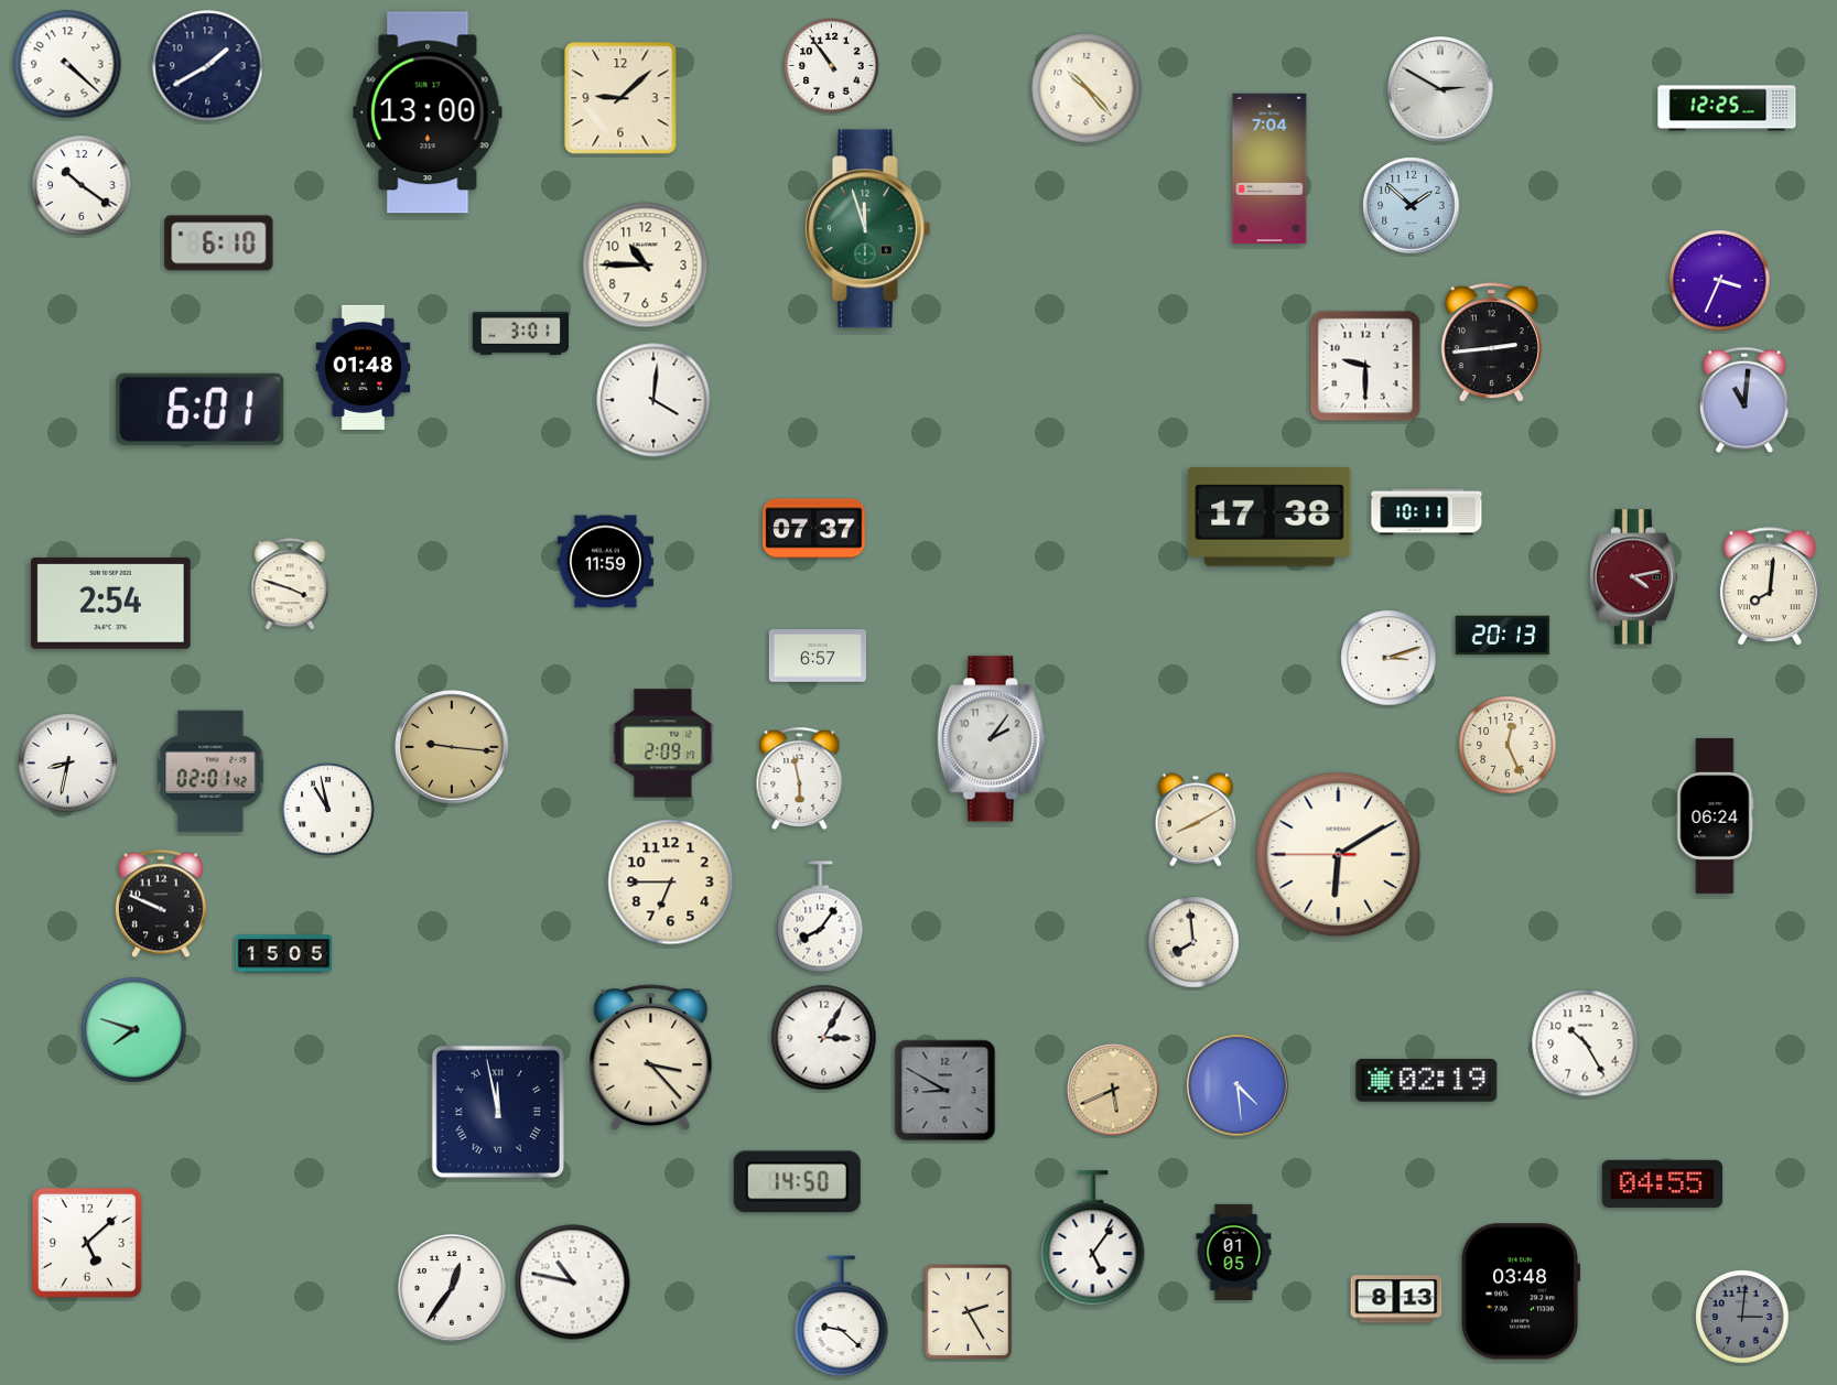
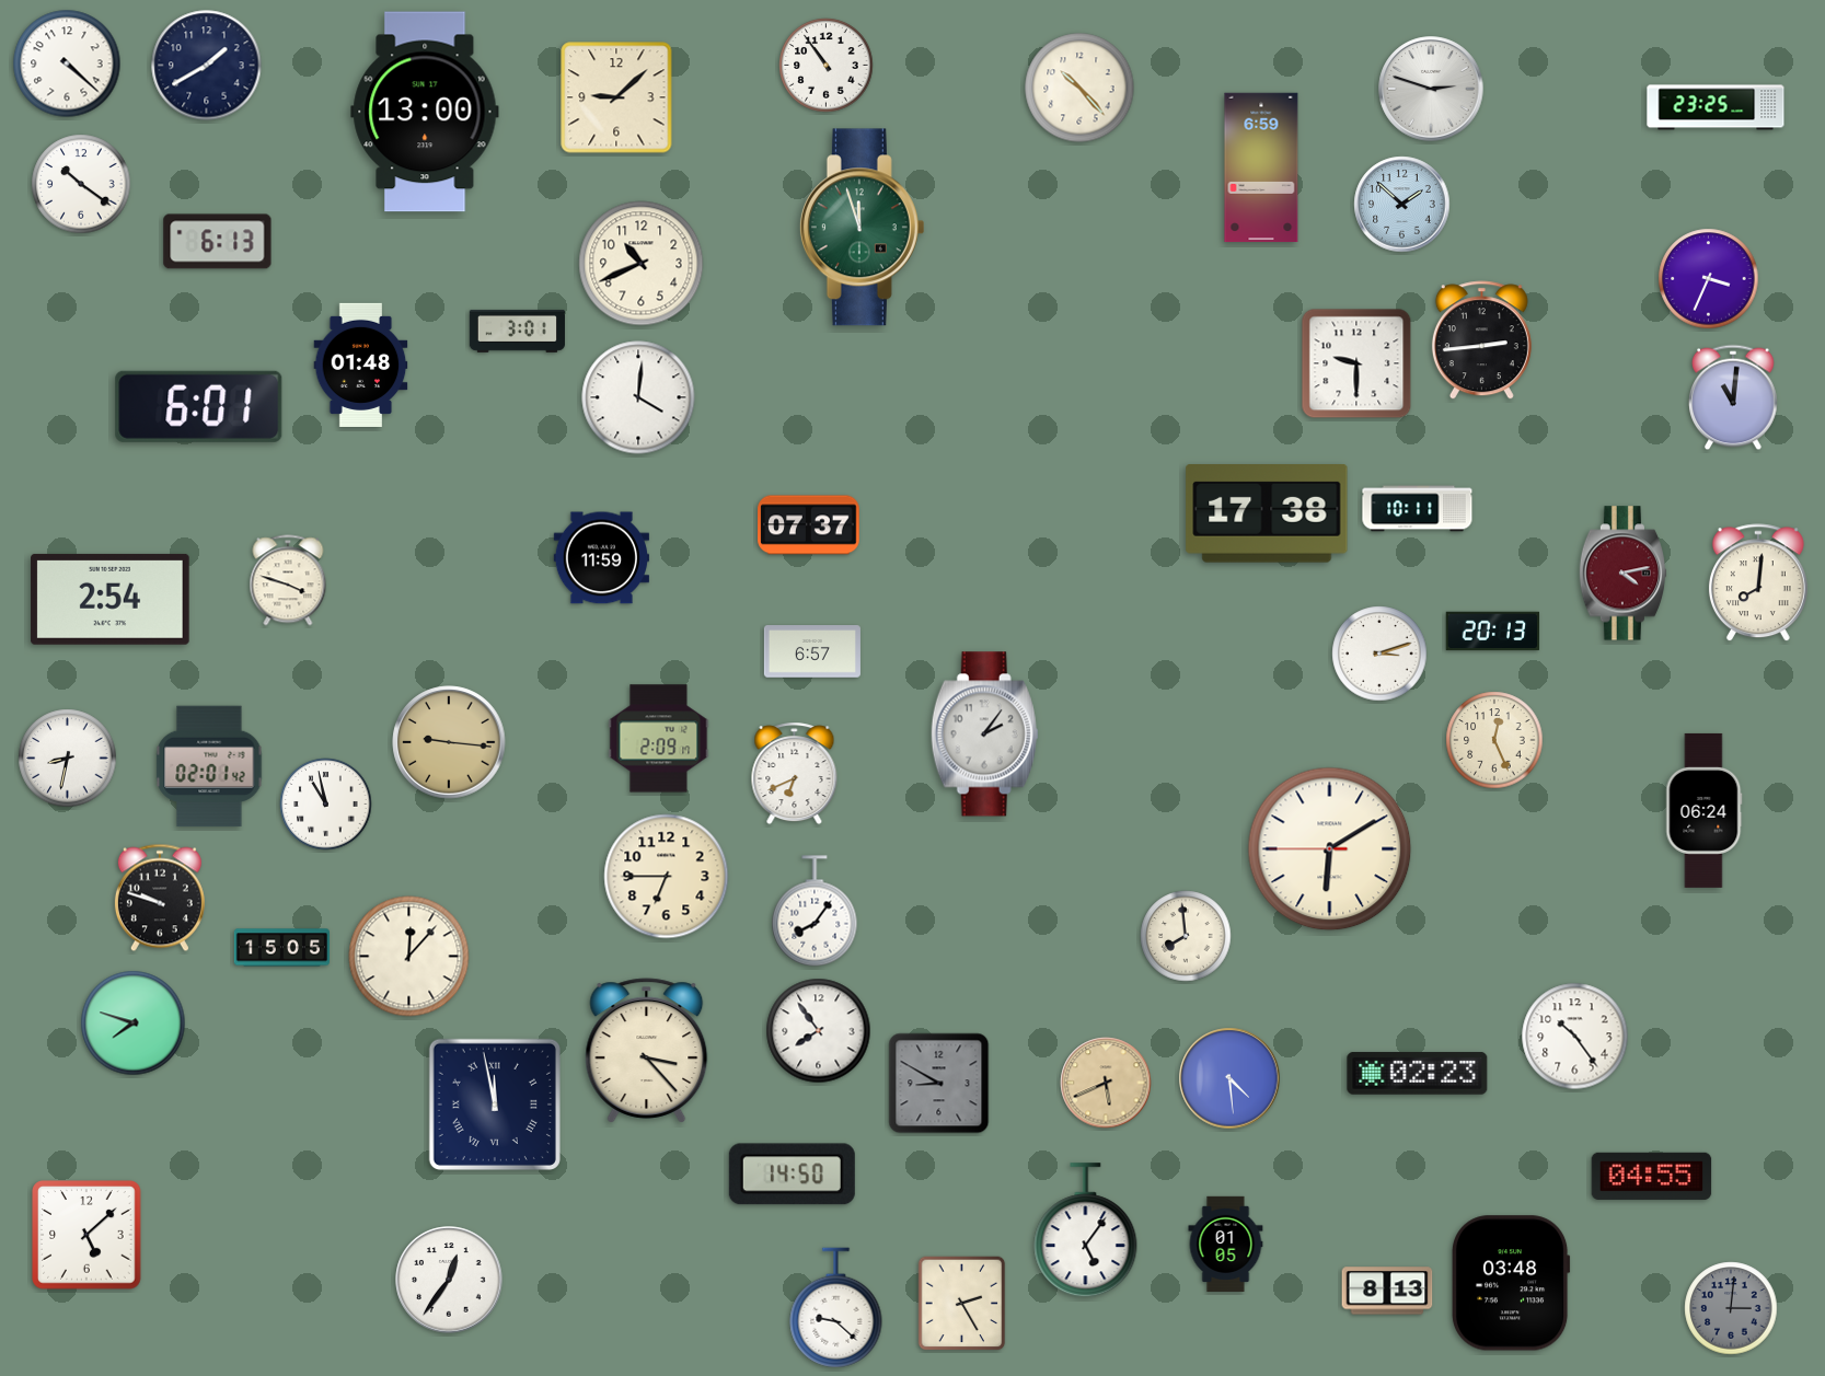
clock at (1440, 89): 2:50 -> 2:48
clock at (1727, 108): 12:25 -> 23:25
clock at (1269, 169): 7:04 -> 6:59
clock at (219, 244): 6:10 -> 6:13
clock at (646, 266): 10:45 -> 10:41
clock at (653, 400) position: (653, 400) -> (638, 397)
clock at (1269, 518) position: (1269, 518) -> (1267, 514)
clock at (1508, 745) position: (1508, 745) -> (1494, 740)
clock at (800, 779): 5:58 -> 6:41
clock at (1196, 820): 8:10 -> none
clock at (161, 904): 9:49 -> 9:48
clock at (409, 957): none -> 12:07
clock at (824, 1038): 3:05 -> 7:54
clock at (1586, 1043): 10:25 -> 10:24
clock at (1427, 1080): 02:19 -> 02:23
clock at (573, 1283): 10:47 -> none
